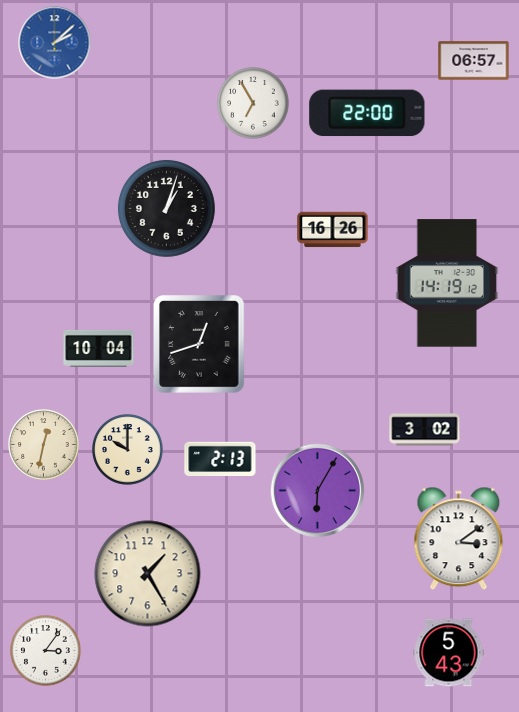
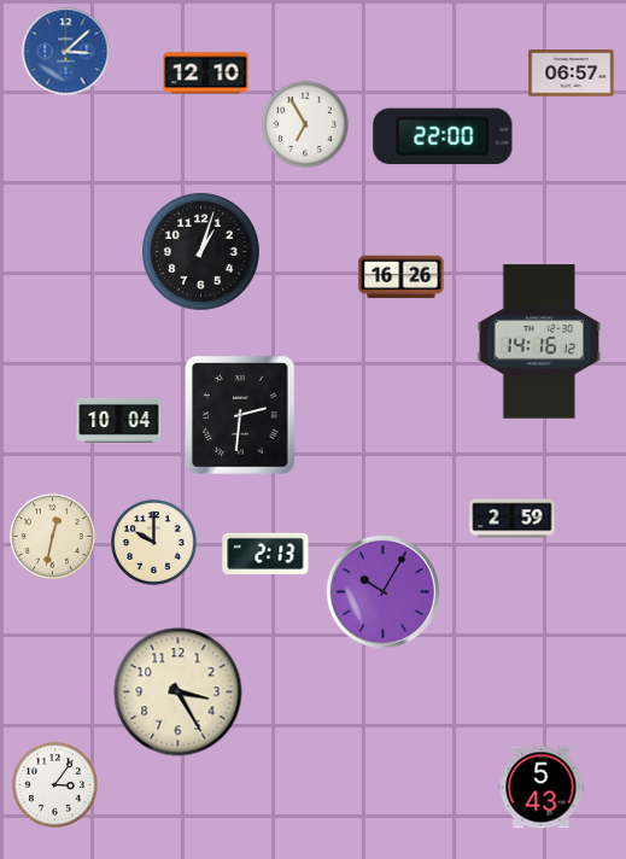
clock at (55, 43): 2:08 -> 3:08
clock at (206, 74): none -> 12:10
clock at (447, 283): 14:19 -> 14:16
clock at (199, 344): 12:42 -> 2:31
clock at (425, 430): 3:02 -> 2:59
clock at (317, 490): 6:05 -> 10:05
clock at (459, 539): 3:09 -> none
clock at (148, 574): 1:25 -> 3:25
